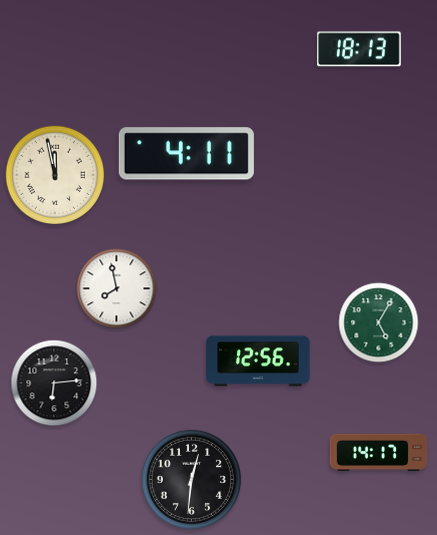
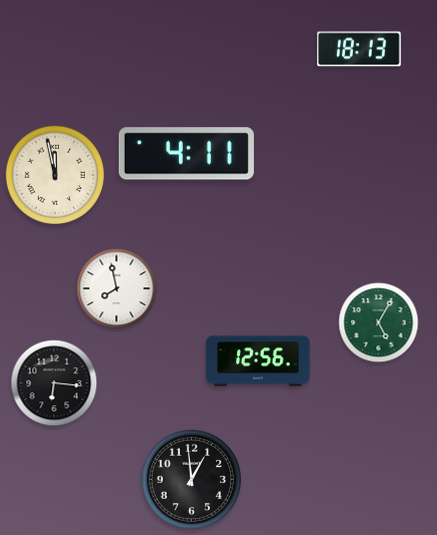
clock at (54, 383): 6:14 -> 6:16
clock at (379, 453): 14:17 -> none
clock at (191, 479): 12:31 -> 12:59
